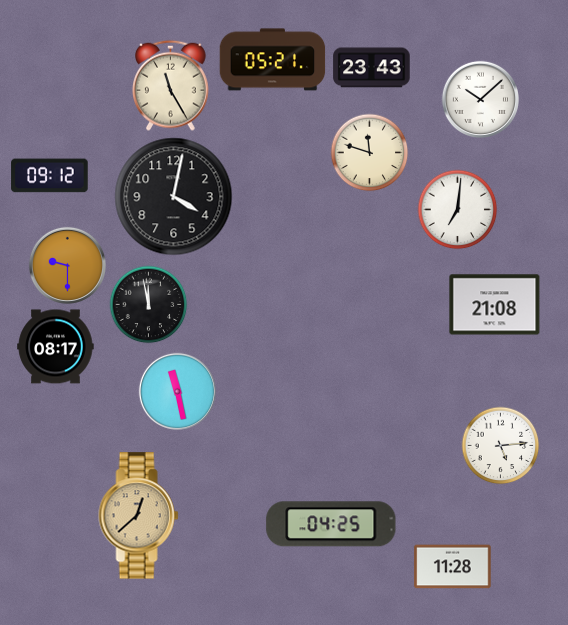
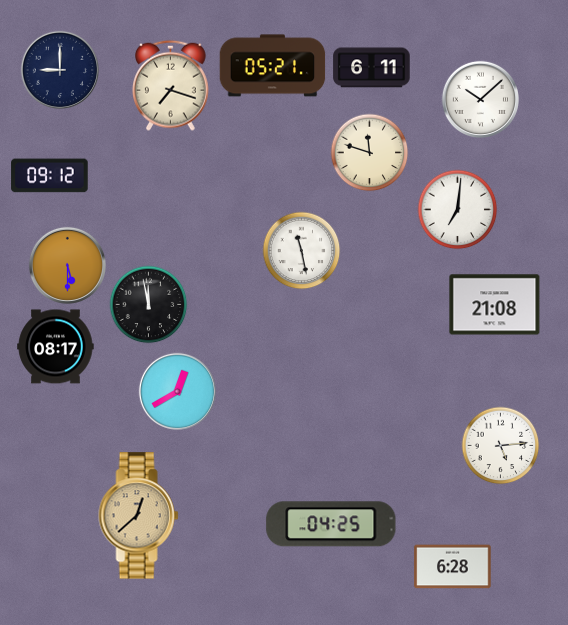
clock at (273, 60) position: (273, 60) -> (273, 66)
clock at (372, 68): 23:43 -> 6:11
clock at (59, 69): none -> 9:00
clock at (171, 85): 11:25 -> 7:18
clock at (174, 197): 4:02 -> none
clock at (301, 250): none -> 11:28
clock at (67, 265): 9:30 -> 5:30
clock at (177, 391): 11:28 -> 12:40
clock at (453, 567): 11:28 -> 6:28
